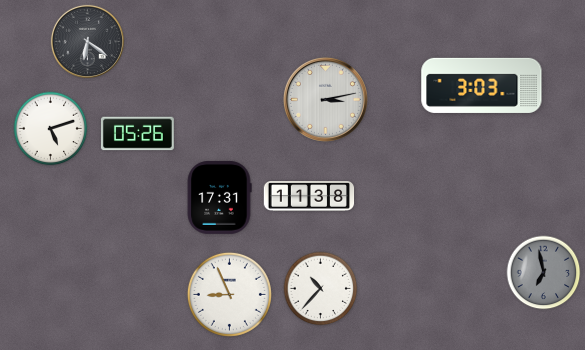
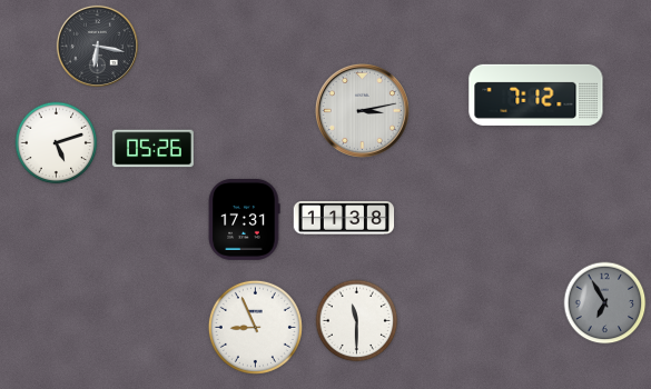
clock at (87, 41): 6:21 -> 6:17
clock at (482, 85): 3:03 -> 7:12
clock at (544, 273): 6:58 -> 6:55
clock at (321, 289): 10:37 -> 11:30
